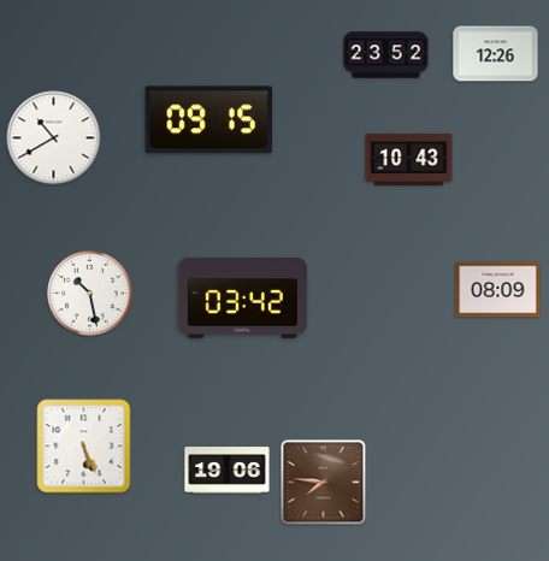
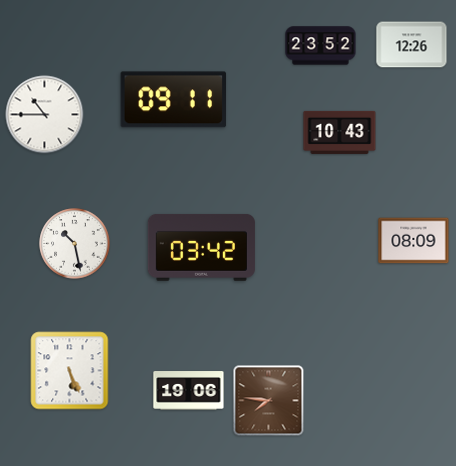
clock at (209, 120): 09:15 -> 09:11
clock at (54, 138): 10:40 -> 10:45
